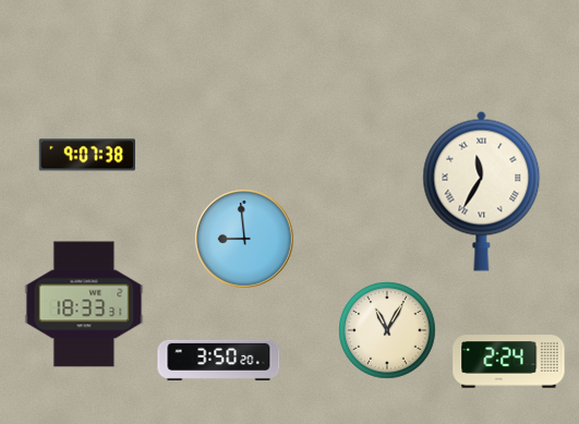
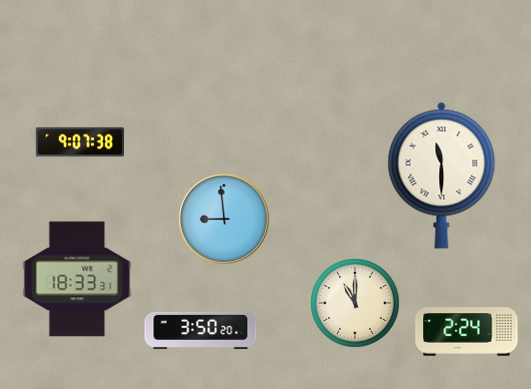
clock at (482, 191): 11:35 -> 11:30
clock at (387, 330): 11:05 -> 11:00
